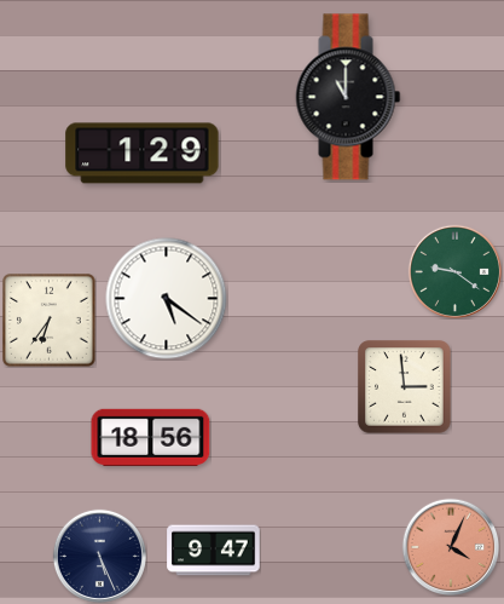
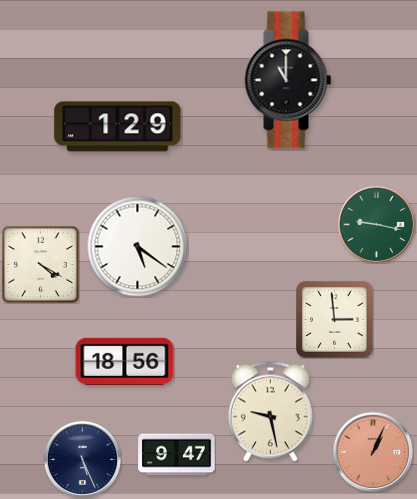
clock at (454, 271): 9:21 -> 9:17
clock at (50, 321): 6:36 -> 4:20
clock at (270, 412): none -> 9:28
clock at (451, 547): 4:04 -> 1:04
